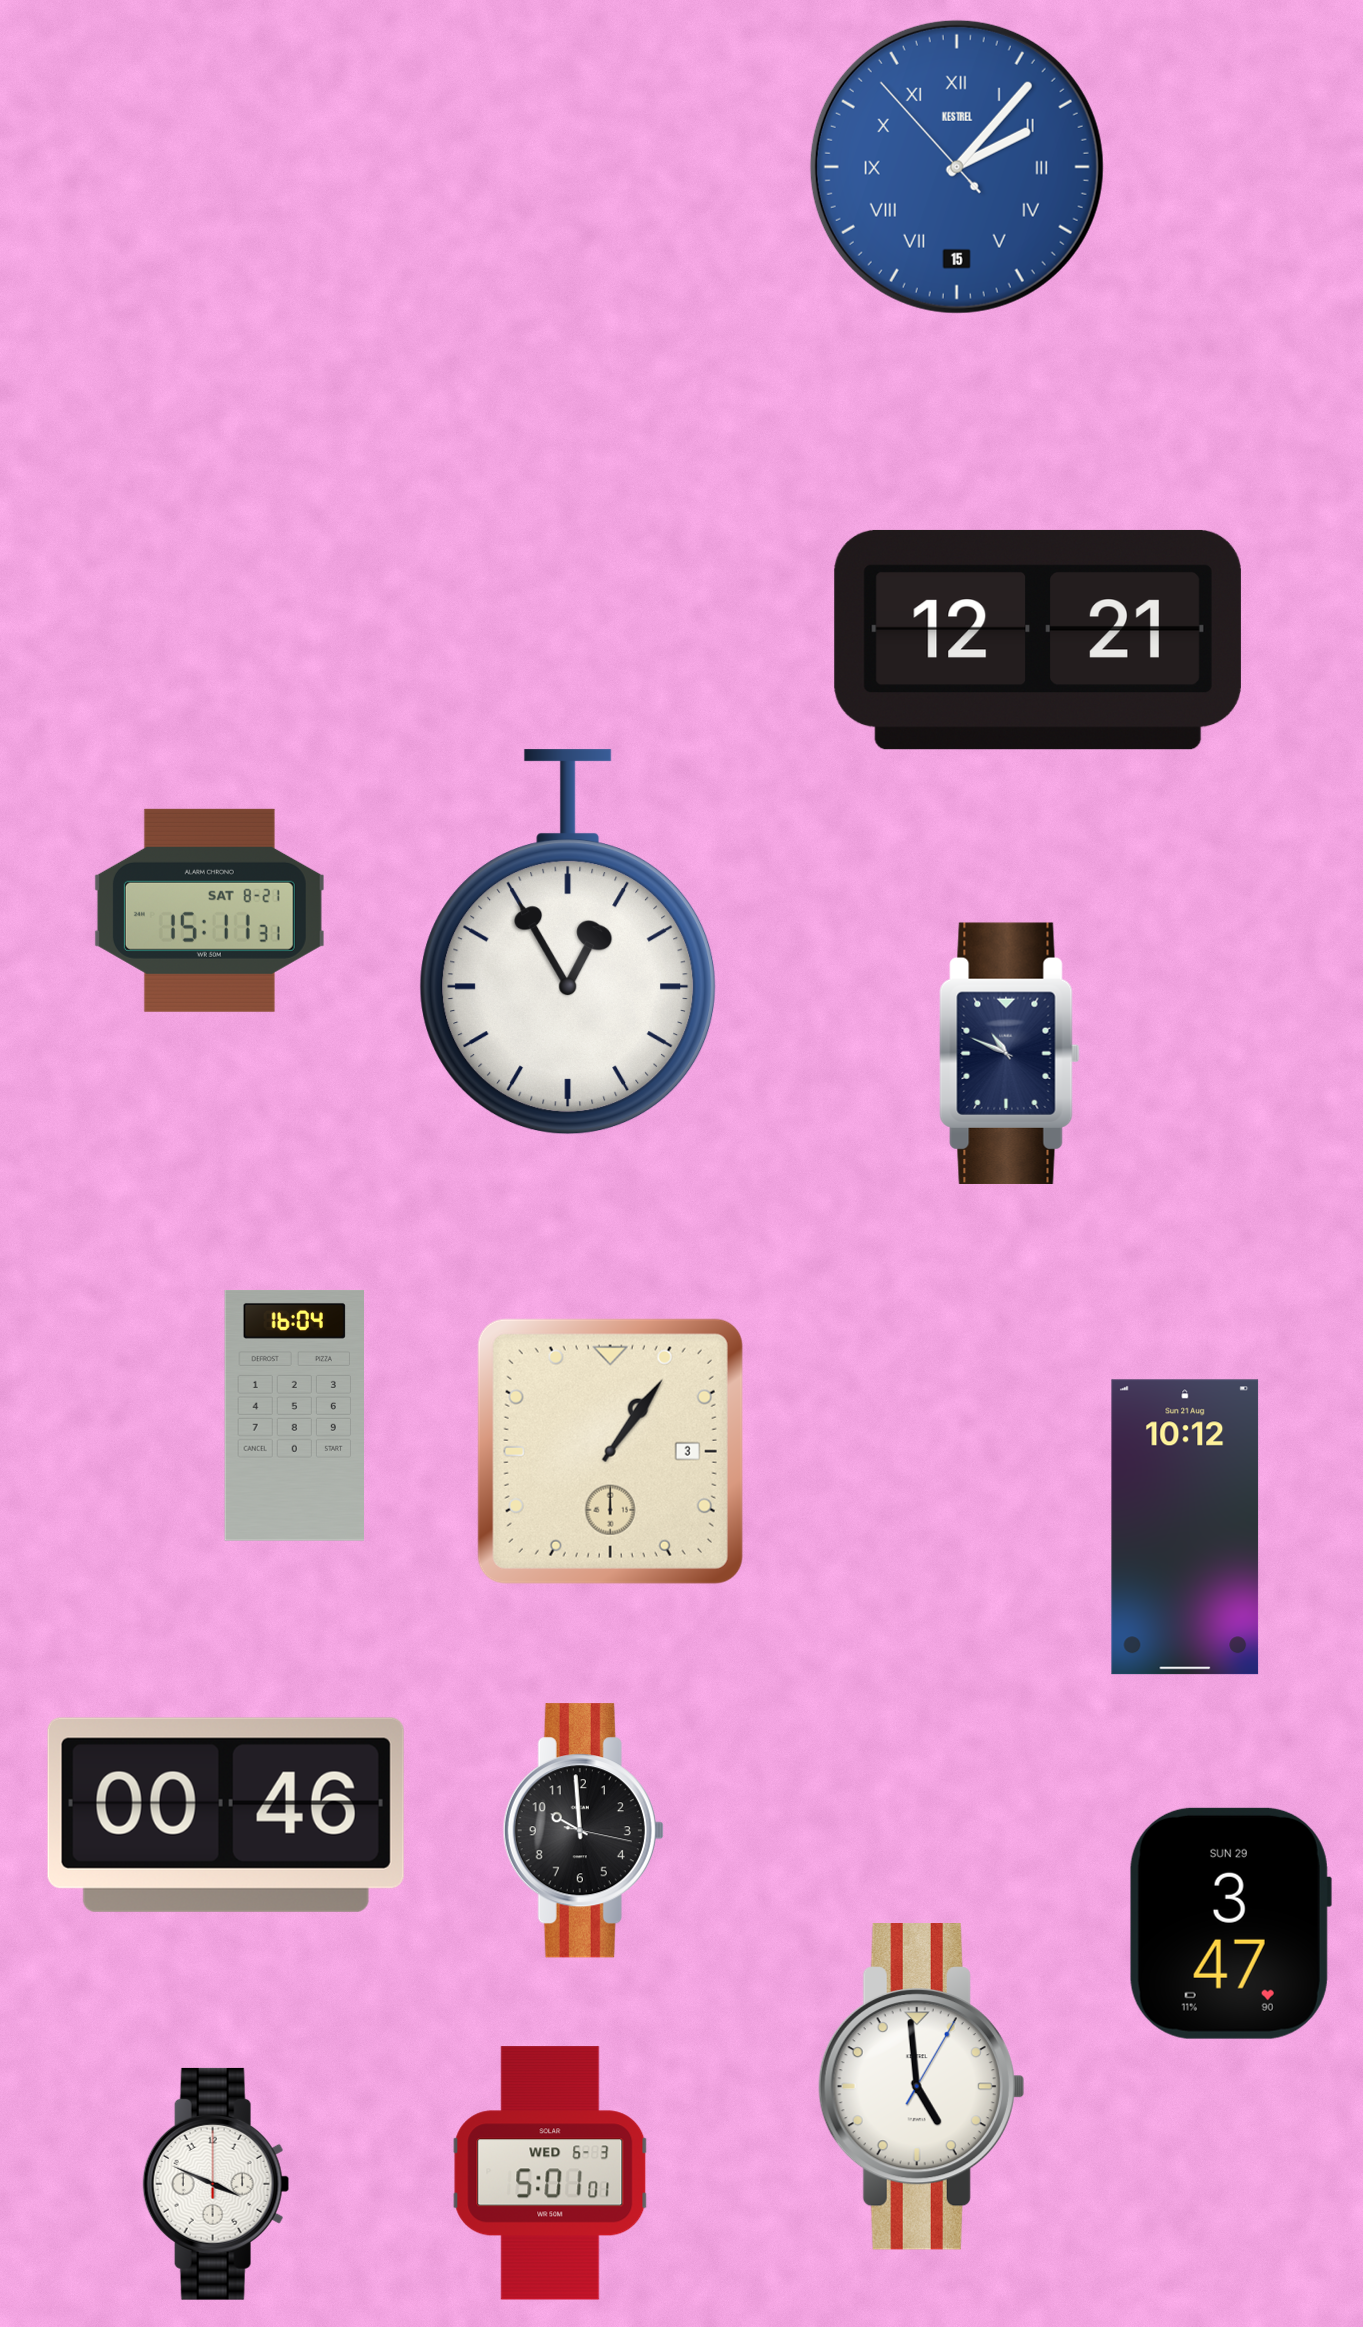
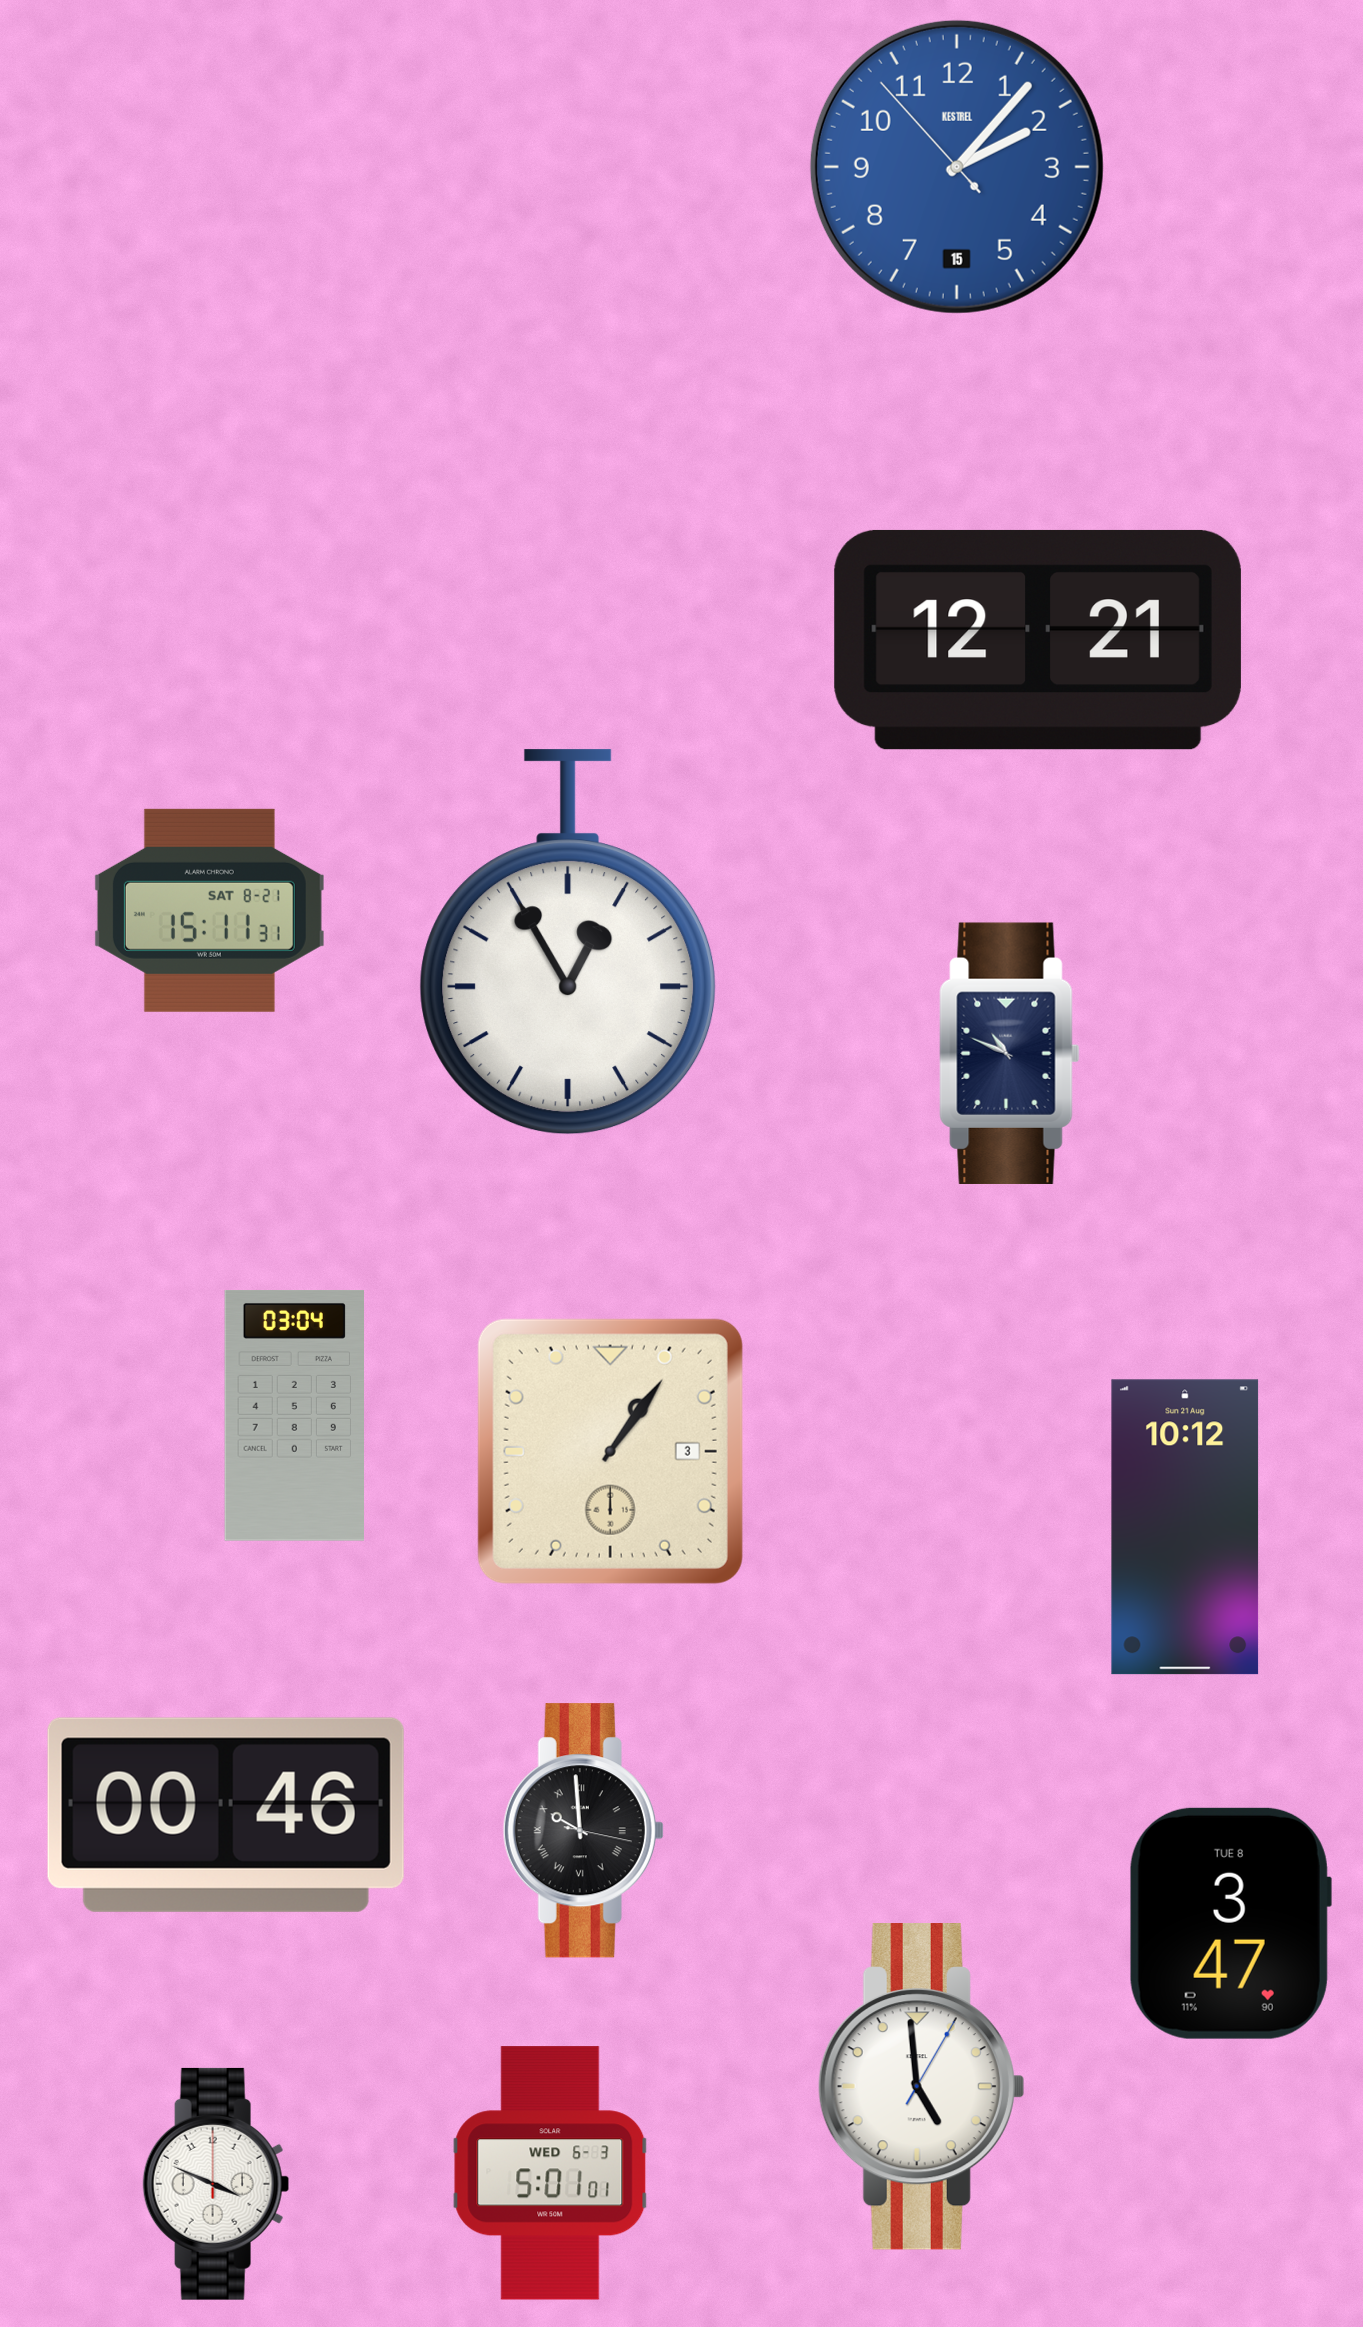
clock at (957, 167) numerals: Roman -> Arabic
clock at (295, 1416): 16:04 -> 03:04
clock at (583, 1831) numerals: Arabic -> Roman
clock at (1230, 1923) date: SUN 29 -> TUE 8
